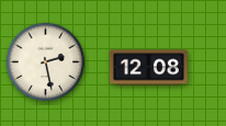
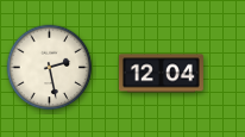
clock at (148, 68): 12:08 -> 12:04
